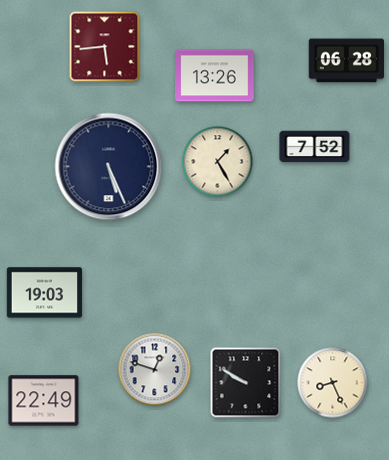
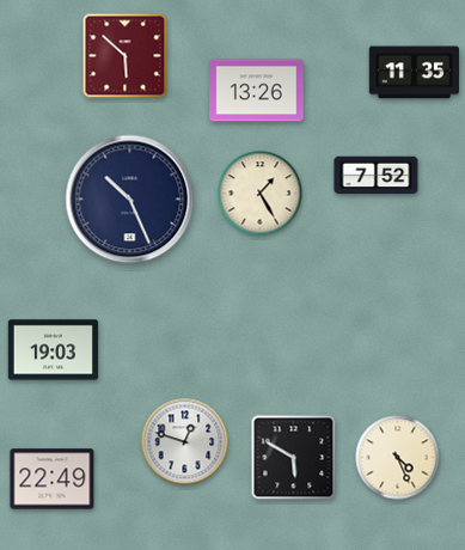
clock at (105, 47): 5:44 -> 5:52
clock at (347, 61): 06:28 -> 11:35
clock at (109, 167): 5:26 -> 10:26
clock at (246, 383): 9:50 -> 5:50
clock at (333, 383): 8:26 -> 4:26
